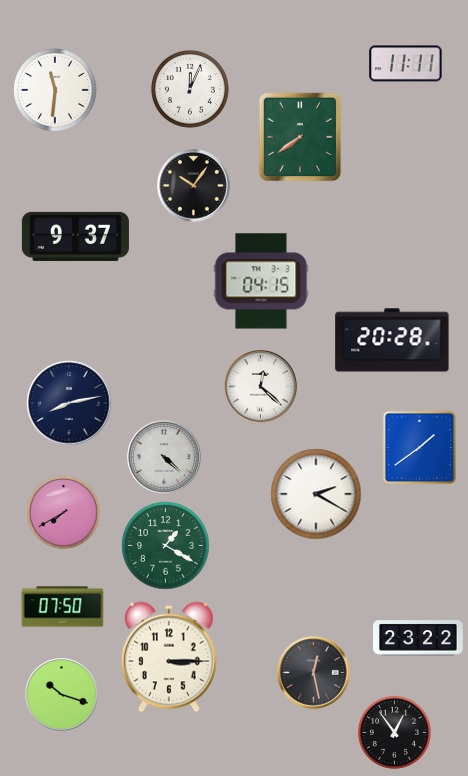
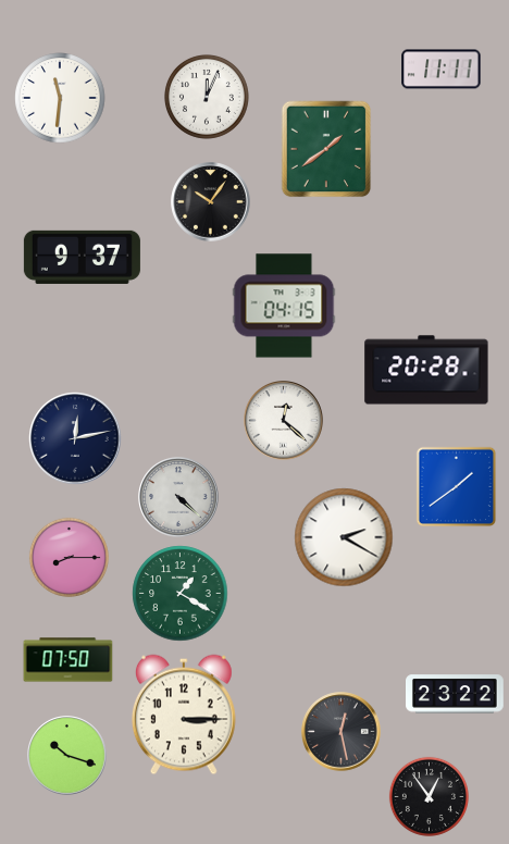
clock at (300, 137): 7:39 -> 1:39
clock at (69, 403): 8:13 -> 12:13
clock at (63, 512): 7:40 -> 8:15
